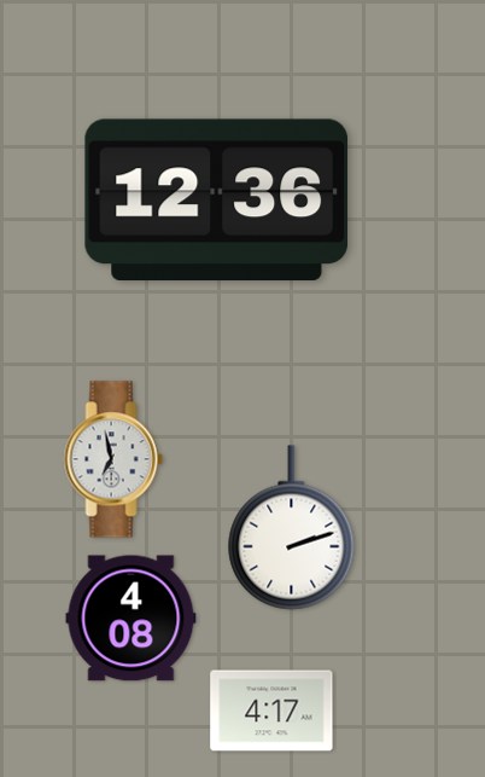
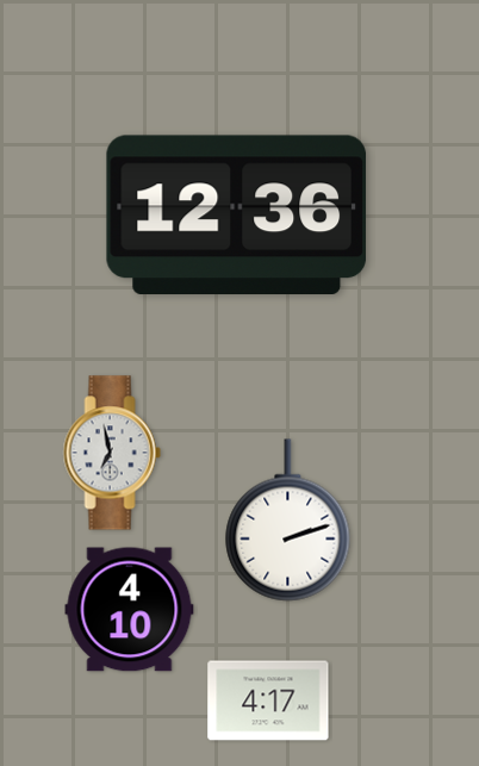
clock at (217, 199) position: (217, 199) -> (237, 214)
clock at (132, 619): 4:08 -> 4:10
